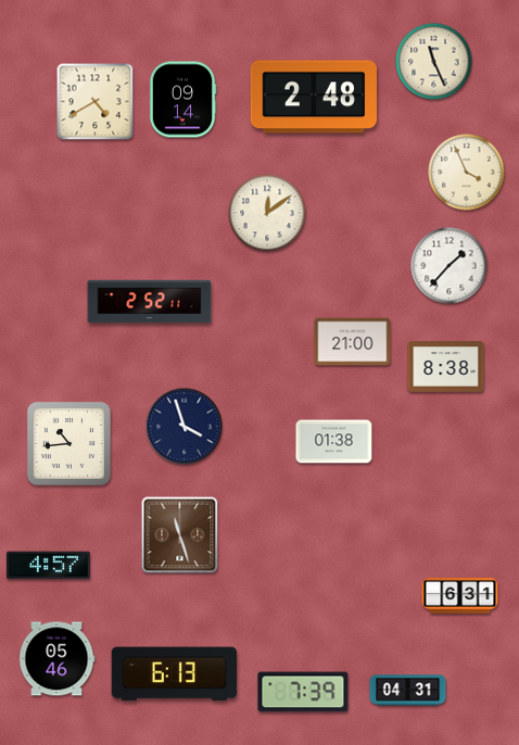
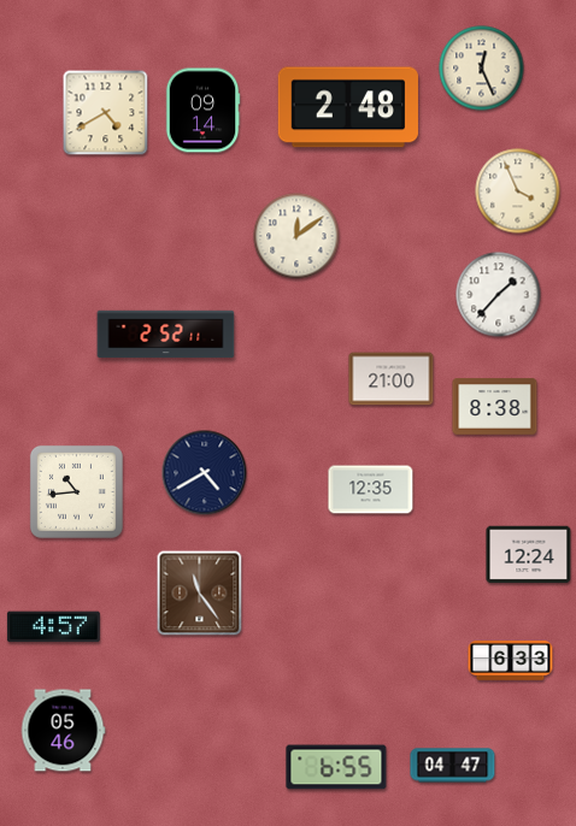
clock at (434, 62): 11:26 -> 12:26
clock at (185, 427): 3:57 -> 4:40
clock at (334, 442): 01:38 -> 12:35
clock at (529, 555): none -> 12:24
clock at (180, 535): 11:27 -> 11:24
clock at (460, 596): 6:31 -> 6:33
clock at (175, 674): 6:13 -> none
clock at (408, 691): 04:31 -> 04:47
clock at (303, 692): 7:39 -> 6:55
